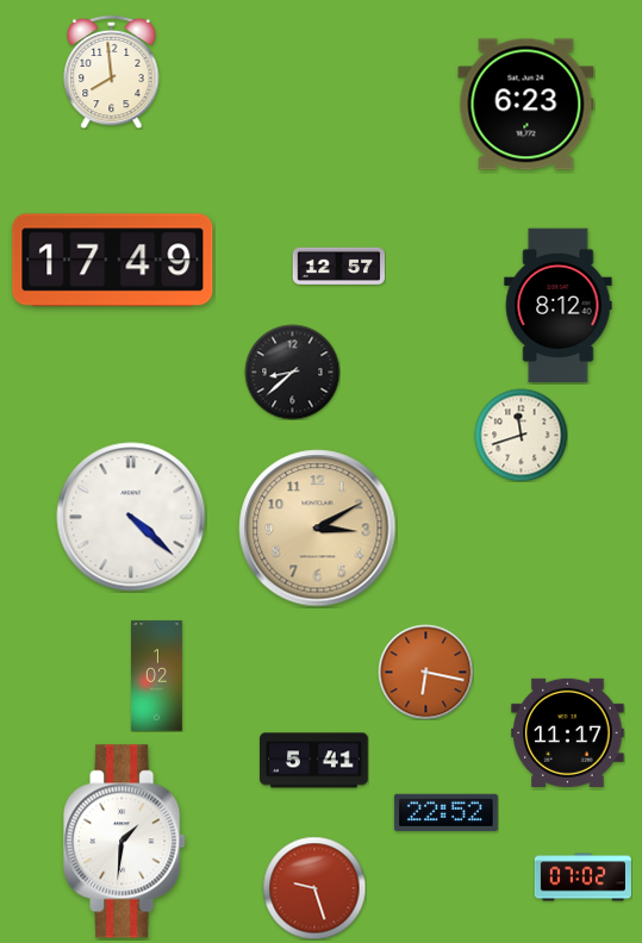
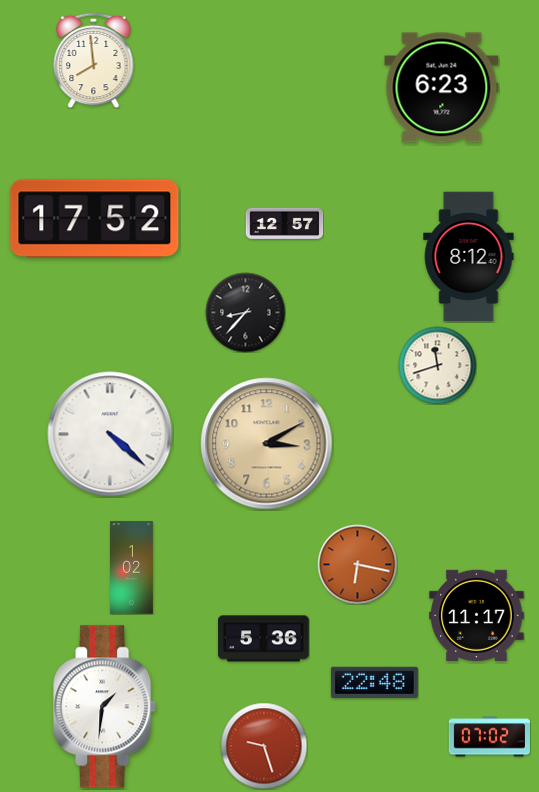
clock at (113, 261): 17:49 -> 17:52
clock at (292, 371): 8:38 -> 8:37
clock at (314, 761): 5:41 -> 5:36
clock at (445, 812): 22:52 -> 22:48
